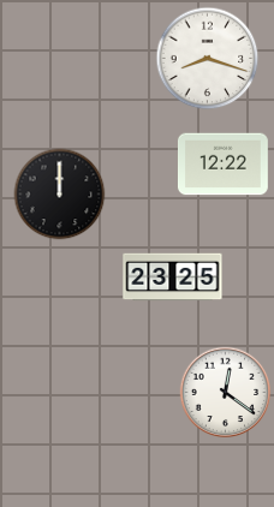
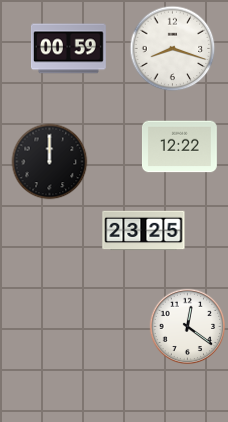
clock at (68, 49): none -> 00:59
clock at (222, 165) position: (222, 165) -> (179, 147)
